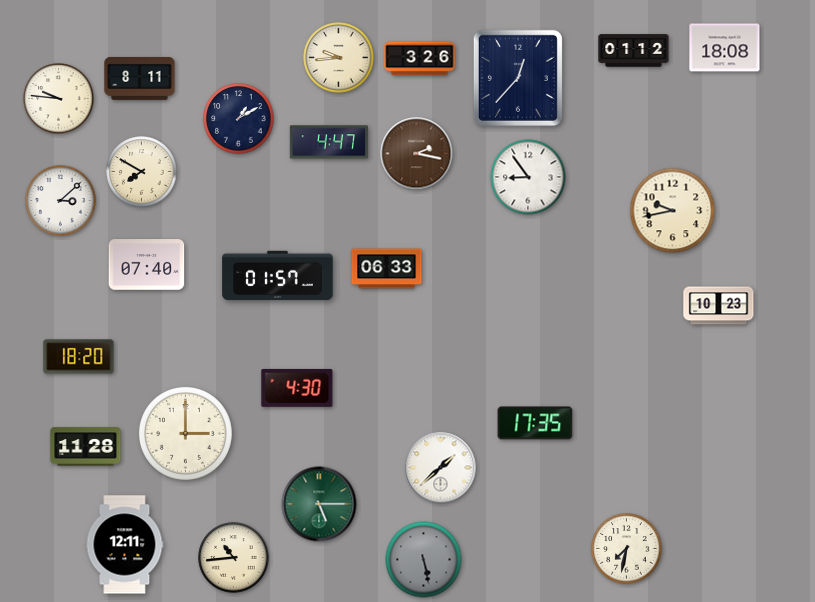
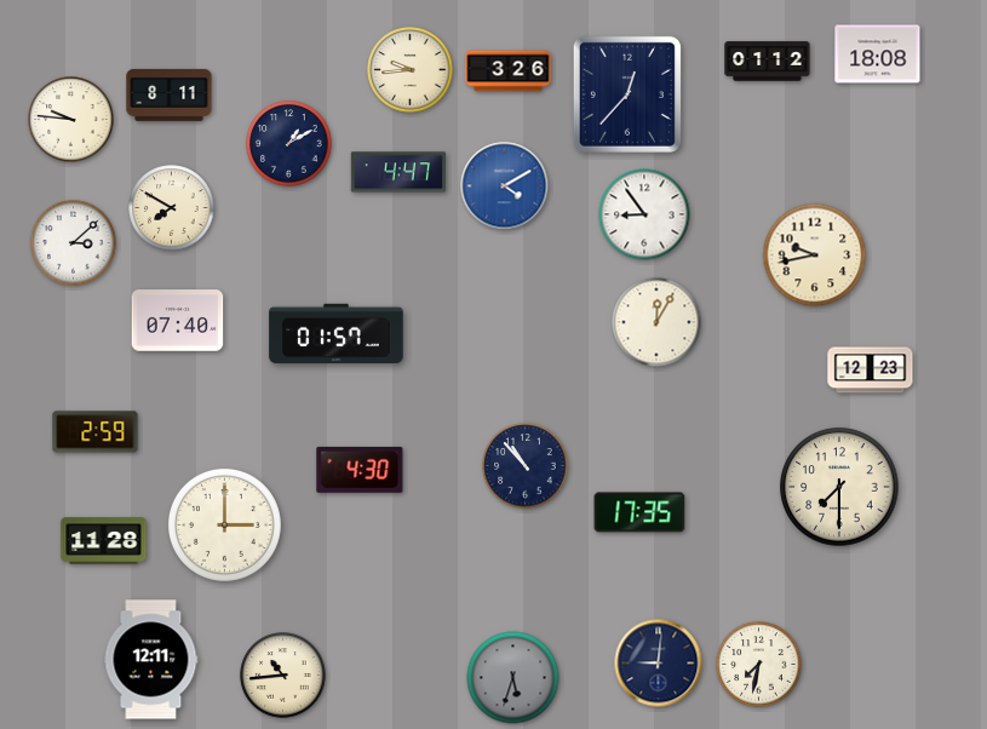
clock at (725, 48) position: (725, 48) -> (878, 54)
clock at (417, 154): 2:17 -> 4:10
clock at (417, 154) dial: brown -> blue
clock at (528, 177) position: (528, 177) -> (644, 214)
clock at (656, 322): none -> 12:05
clock at (387, 269): 06:33 -> none
clock at (719, 306): 10:23 -> 12:23
clock at (79, 357): 18:20 -> 2:59
clock at (526, 466): none -> 10:53
clock at (839, 487): none -> 7:30
clock at (535, 423) position: (535, 423) -> (639, 512)
clock at (441, 468): 1:38 -> none
clock at (319, 504): 5:15 -> none
clock at (659, 664): none -> 9:01
clock at (424, 560): 5:28 -> 5:33
